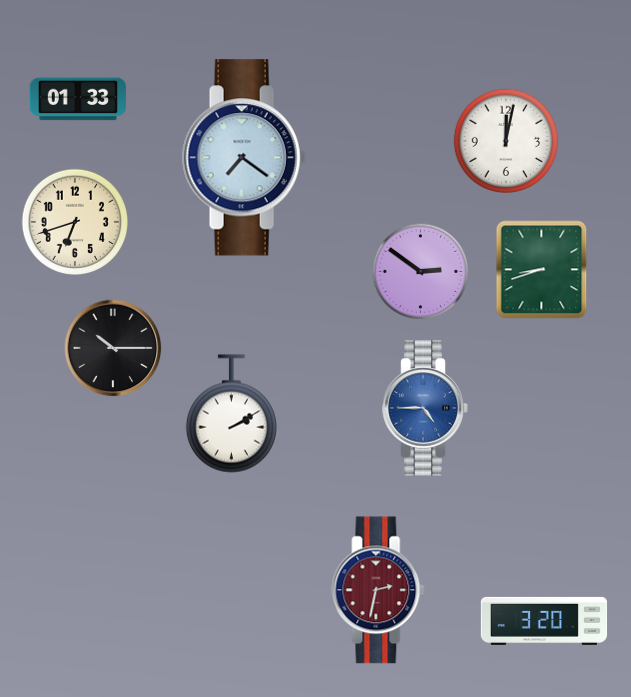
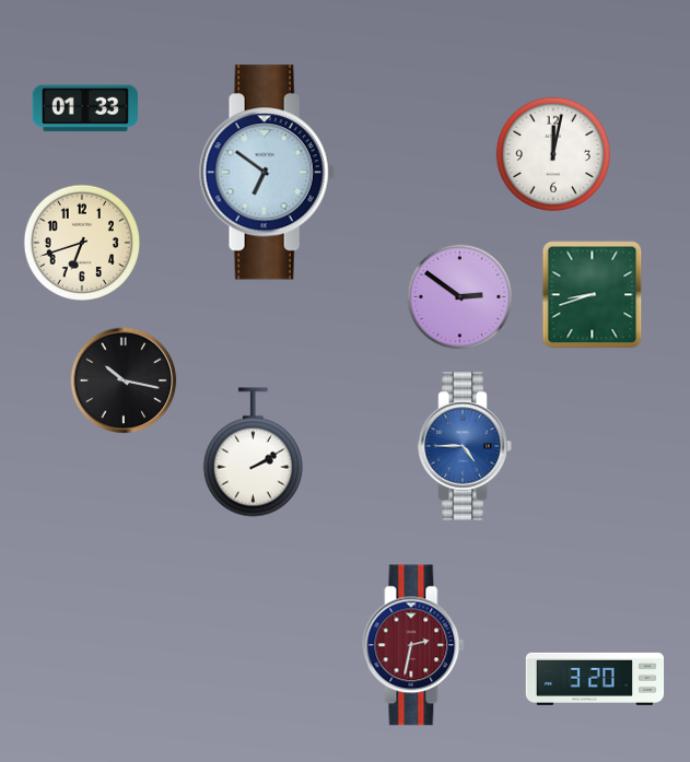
clock at (245, 158): 7:21 -> 6:51
clock at (113, 348): 10:15 -> 10:17
